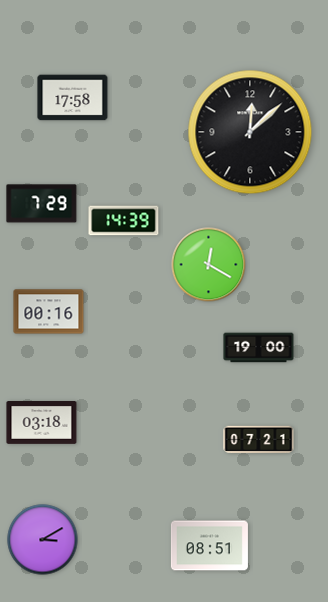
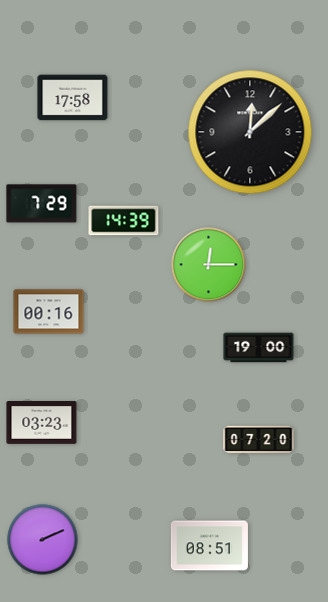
clock at (209, 265): 12:20 -> 12:15
clock at (42, 423): 03:18 -> 03:23
clock at (259, 440): 07:21 -> 07:20
clock at (43, 540): 3:10 -> 2:11
